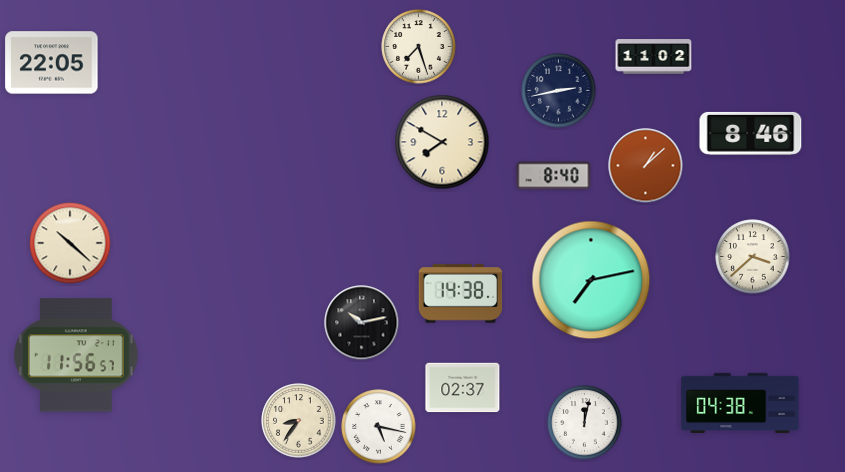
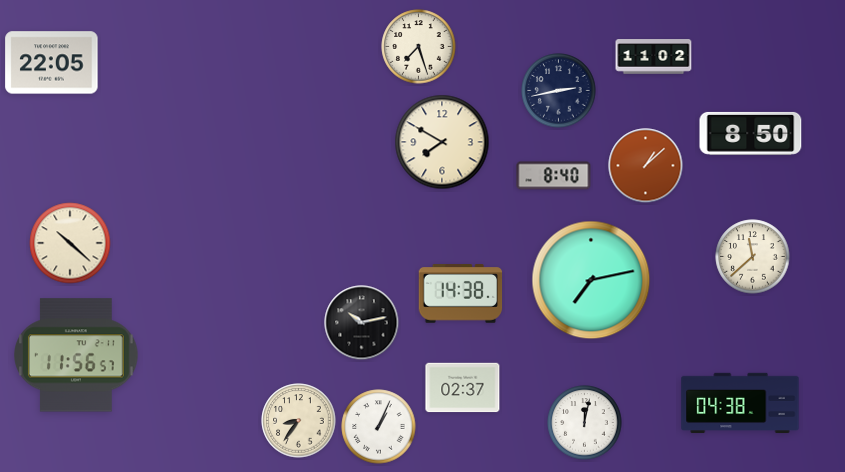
clock at (751, 133): 8:46 -> 8:50
clock at (753, 257): 3:38 -> 11:38
clock at (379, 427): 5:17 -> 1:04
